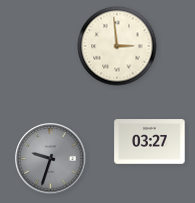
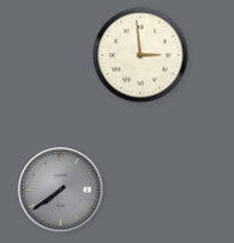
clock at (150, 142): 03:27 -> none
clock at (51, 159): 9:33 -> 7:39
